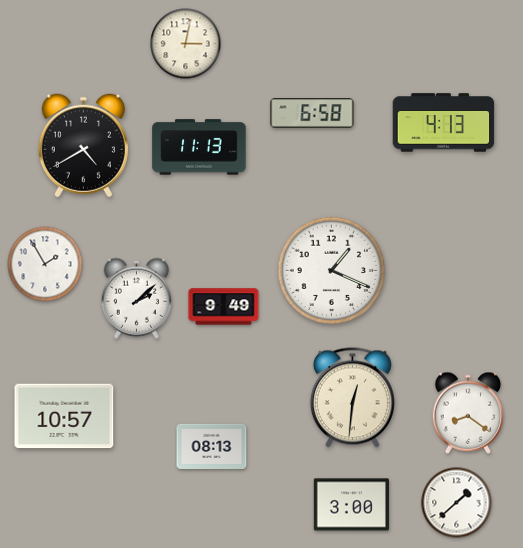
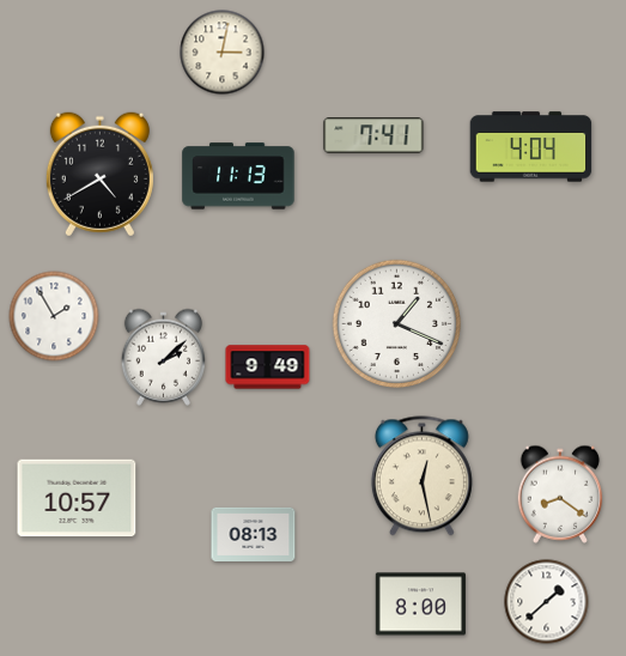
clock at (312, 113): 6:58 -> 7:41
clock at (444, 123): 4:13 -> 4:04
clock at (352, 398): 12:31 -> 12:28
clock at (351, 505): 3:00 -> 8:00
